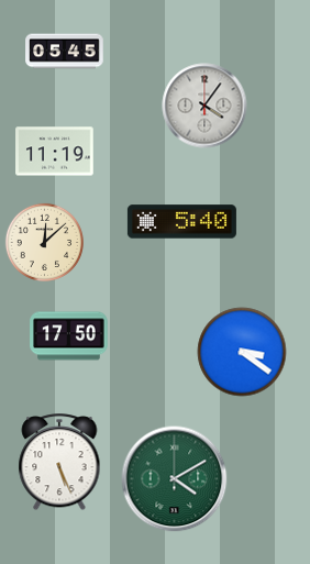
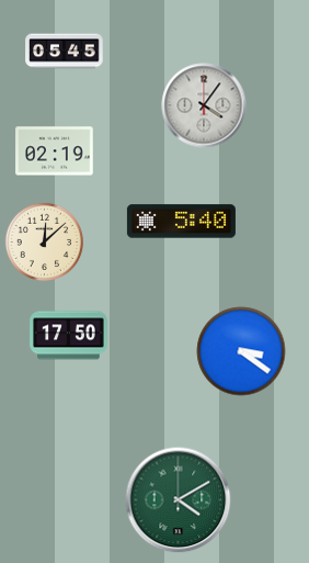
clock at (55, 152): 11:19 -> 02:19
clock at (59, 463): 5:26 -> none
clock at (175, 479) position: (175, 479) -> (179, 500)
